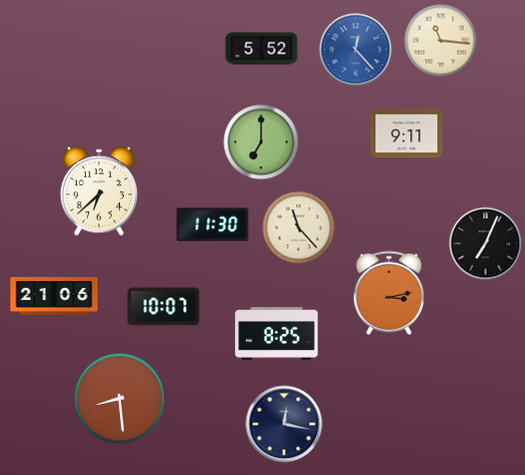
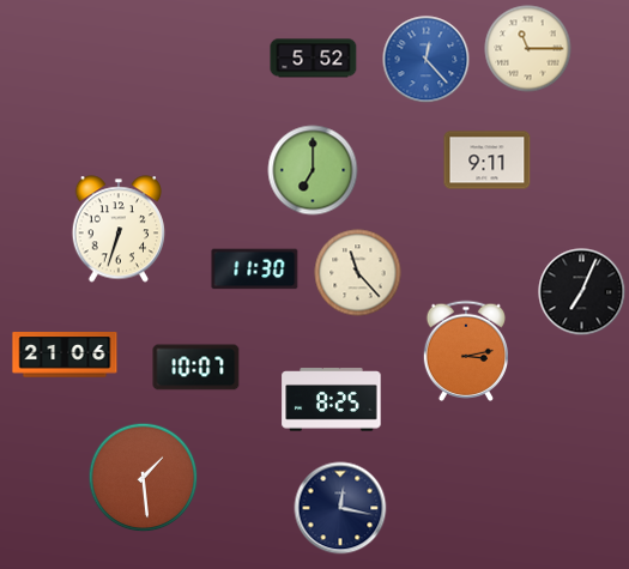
clock at (441, 41): 11:16 -> 11:15
clock at (98, 191): 6:38 -> 6:33
clock at (120, 399): 8:29 -> 1:29
